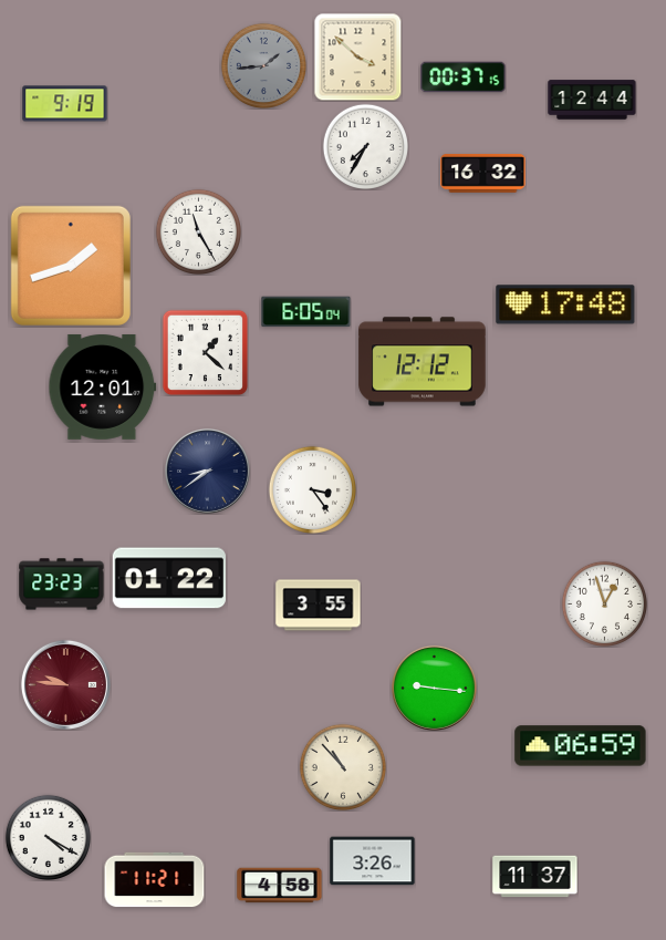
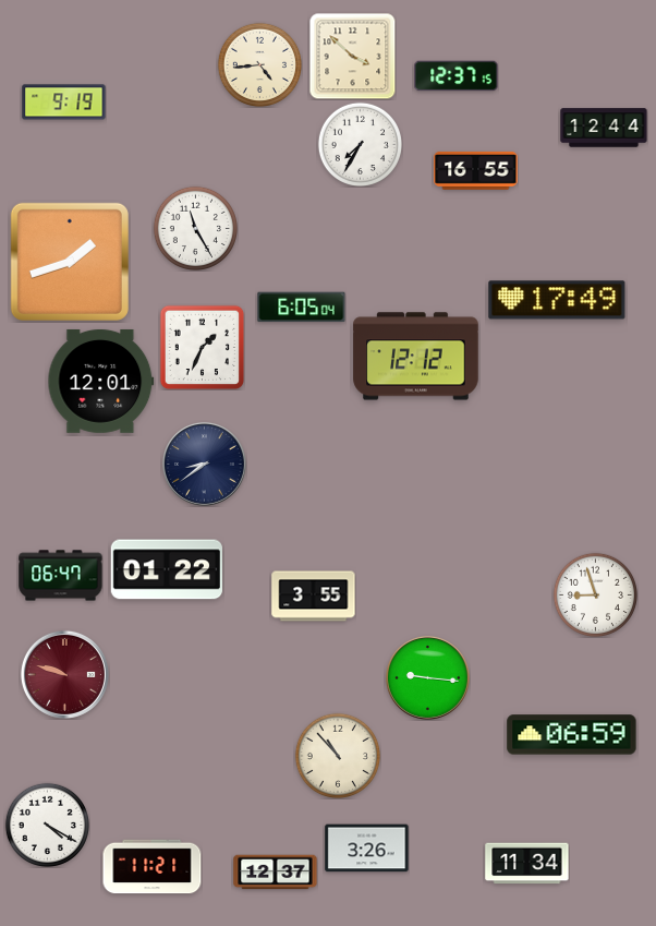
clock at (263, 65): 1:44 -> 4:44
clock at (263, 65) dial: grey -> cream
clock at (464, 78): 00:37 -> 12:37
clock at (592, 100) position: (592, 100) -> (604, 128)
clock at (483, 173): 16:32 -> 16:55
clock at (565, 304): 17:48 -> 17:49
clock at (205, 352): 1:22 -> 1:34
clock at (312, 489): 3:24 -> none
clock at (62, 585): 23:23 -> 06:47
clock at (604, 603): 12:57 -> 8:57
clock at (65, 684): 9:46 -> 9:48
clock at (535, 877): 11:37 -> 11:34
clock at (280, 886): 4:58 -> 12:37
